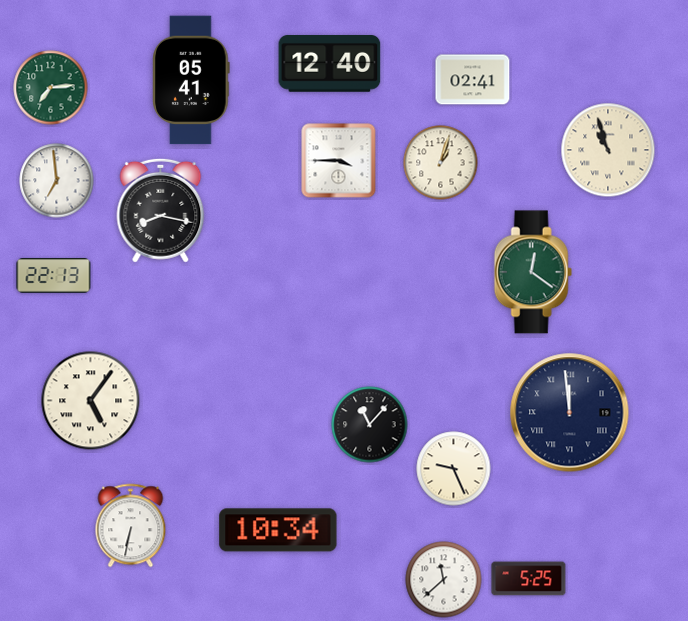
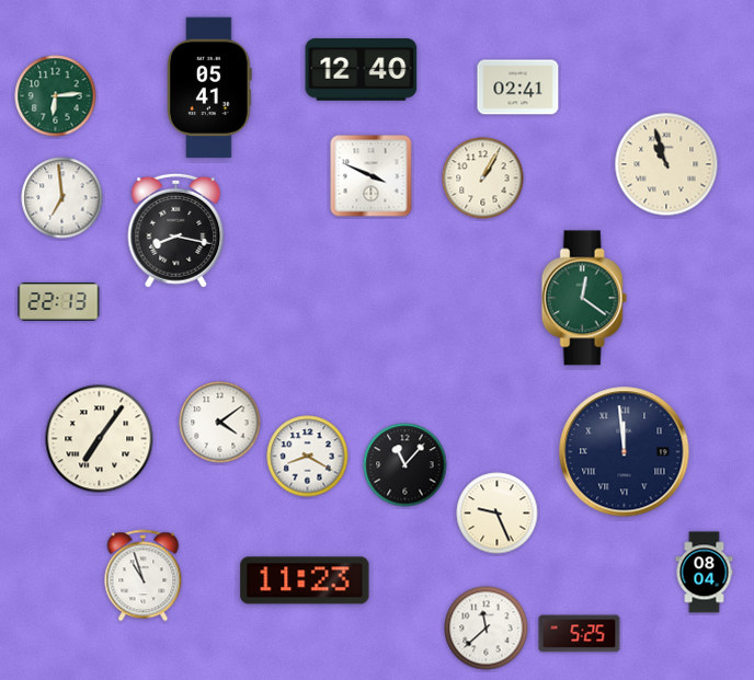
clock at (51, 88): 7:14 -> 6:14
clock at (339, 161): 3:45 -> 3:49
clock at (441, 163): 1:03 -> 1:05
clock at (220, 423): none -> 4:09
clock at (91, 401): 5:06 -> 7:06
clock at (308, 457): none -> 8:20
clock at (705, 573): none -> 08:04
clock at (131, 526): 6:32 -> 10:57
clock at (278, 530): 10:34 -> 11:23
clock at (444, 580) position: (444, 580) -> (487, 629)
